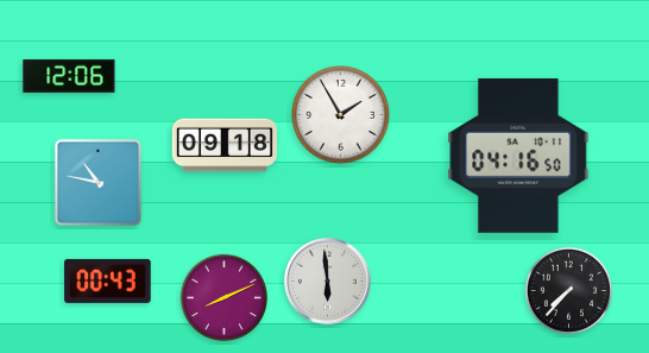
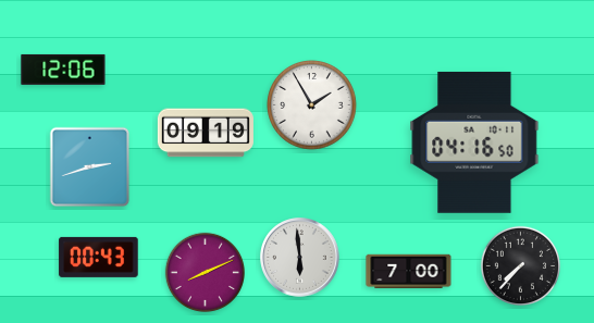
clock at (225, 145): 09:18 -> 09:19
clock at (99, 183): 10:47 -> 2:42
clock at (409, 272): none -> 7:00
